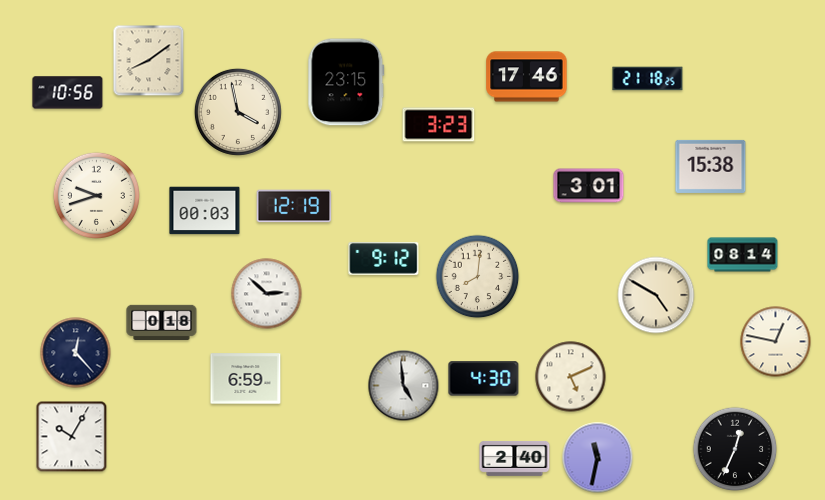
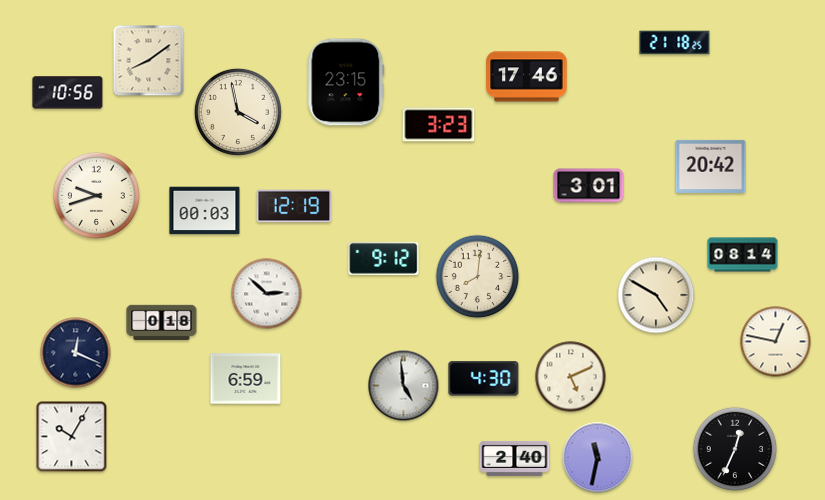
clock at (648, 79) position: (648, 79) -> (675, 43)
clock at (711, 166): 15:38 -> 20:42
clock at (76, 353): 12:23 -> 12:19
